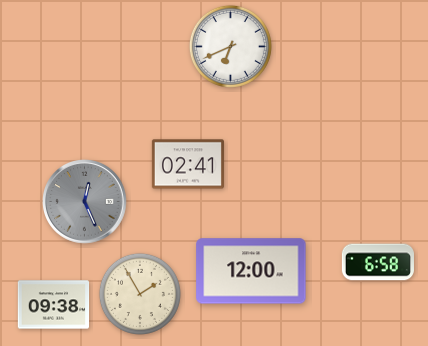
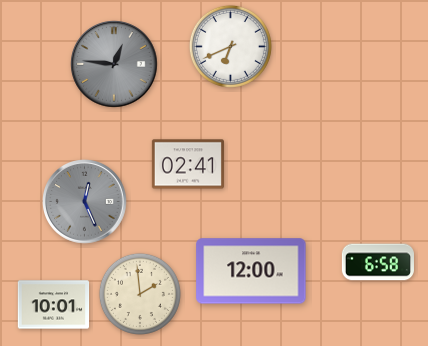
clock at (114, 64): none -> 12:46
clock at (140, 294): 1:55 -> 1:59
clock at (54, 305): 09:38 -> 10:01
